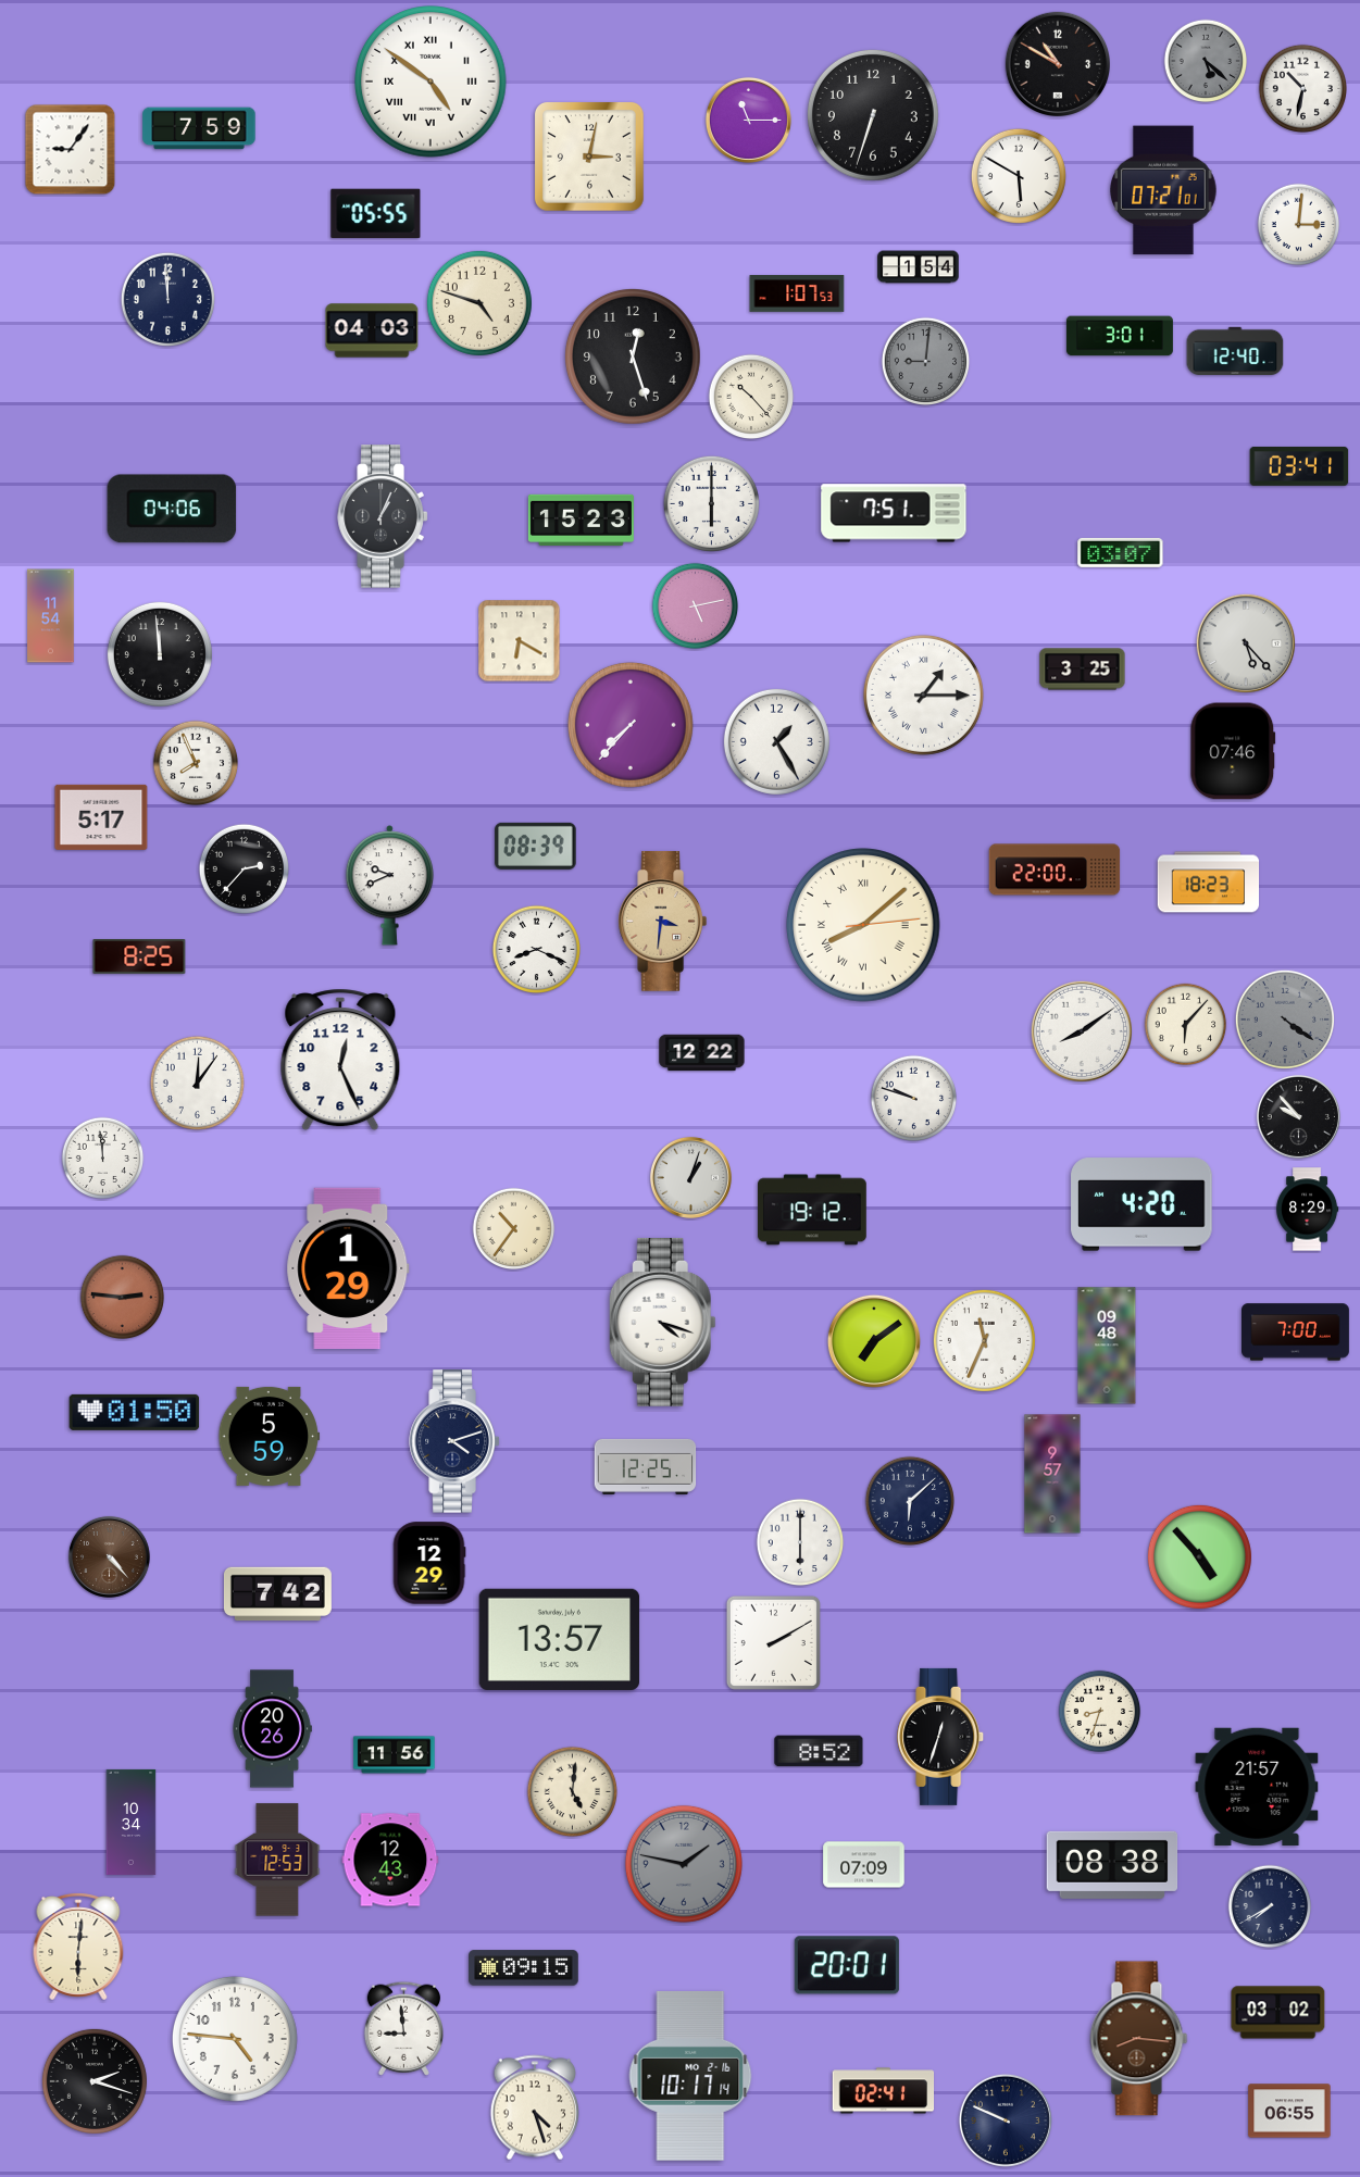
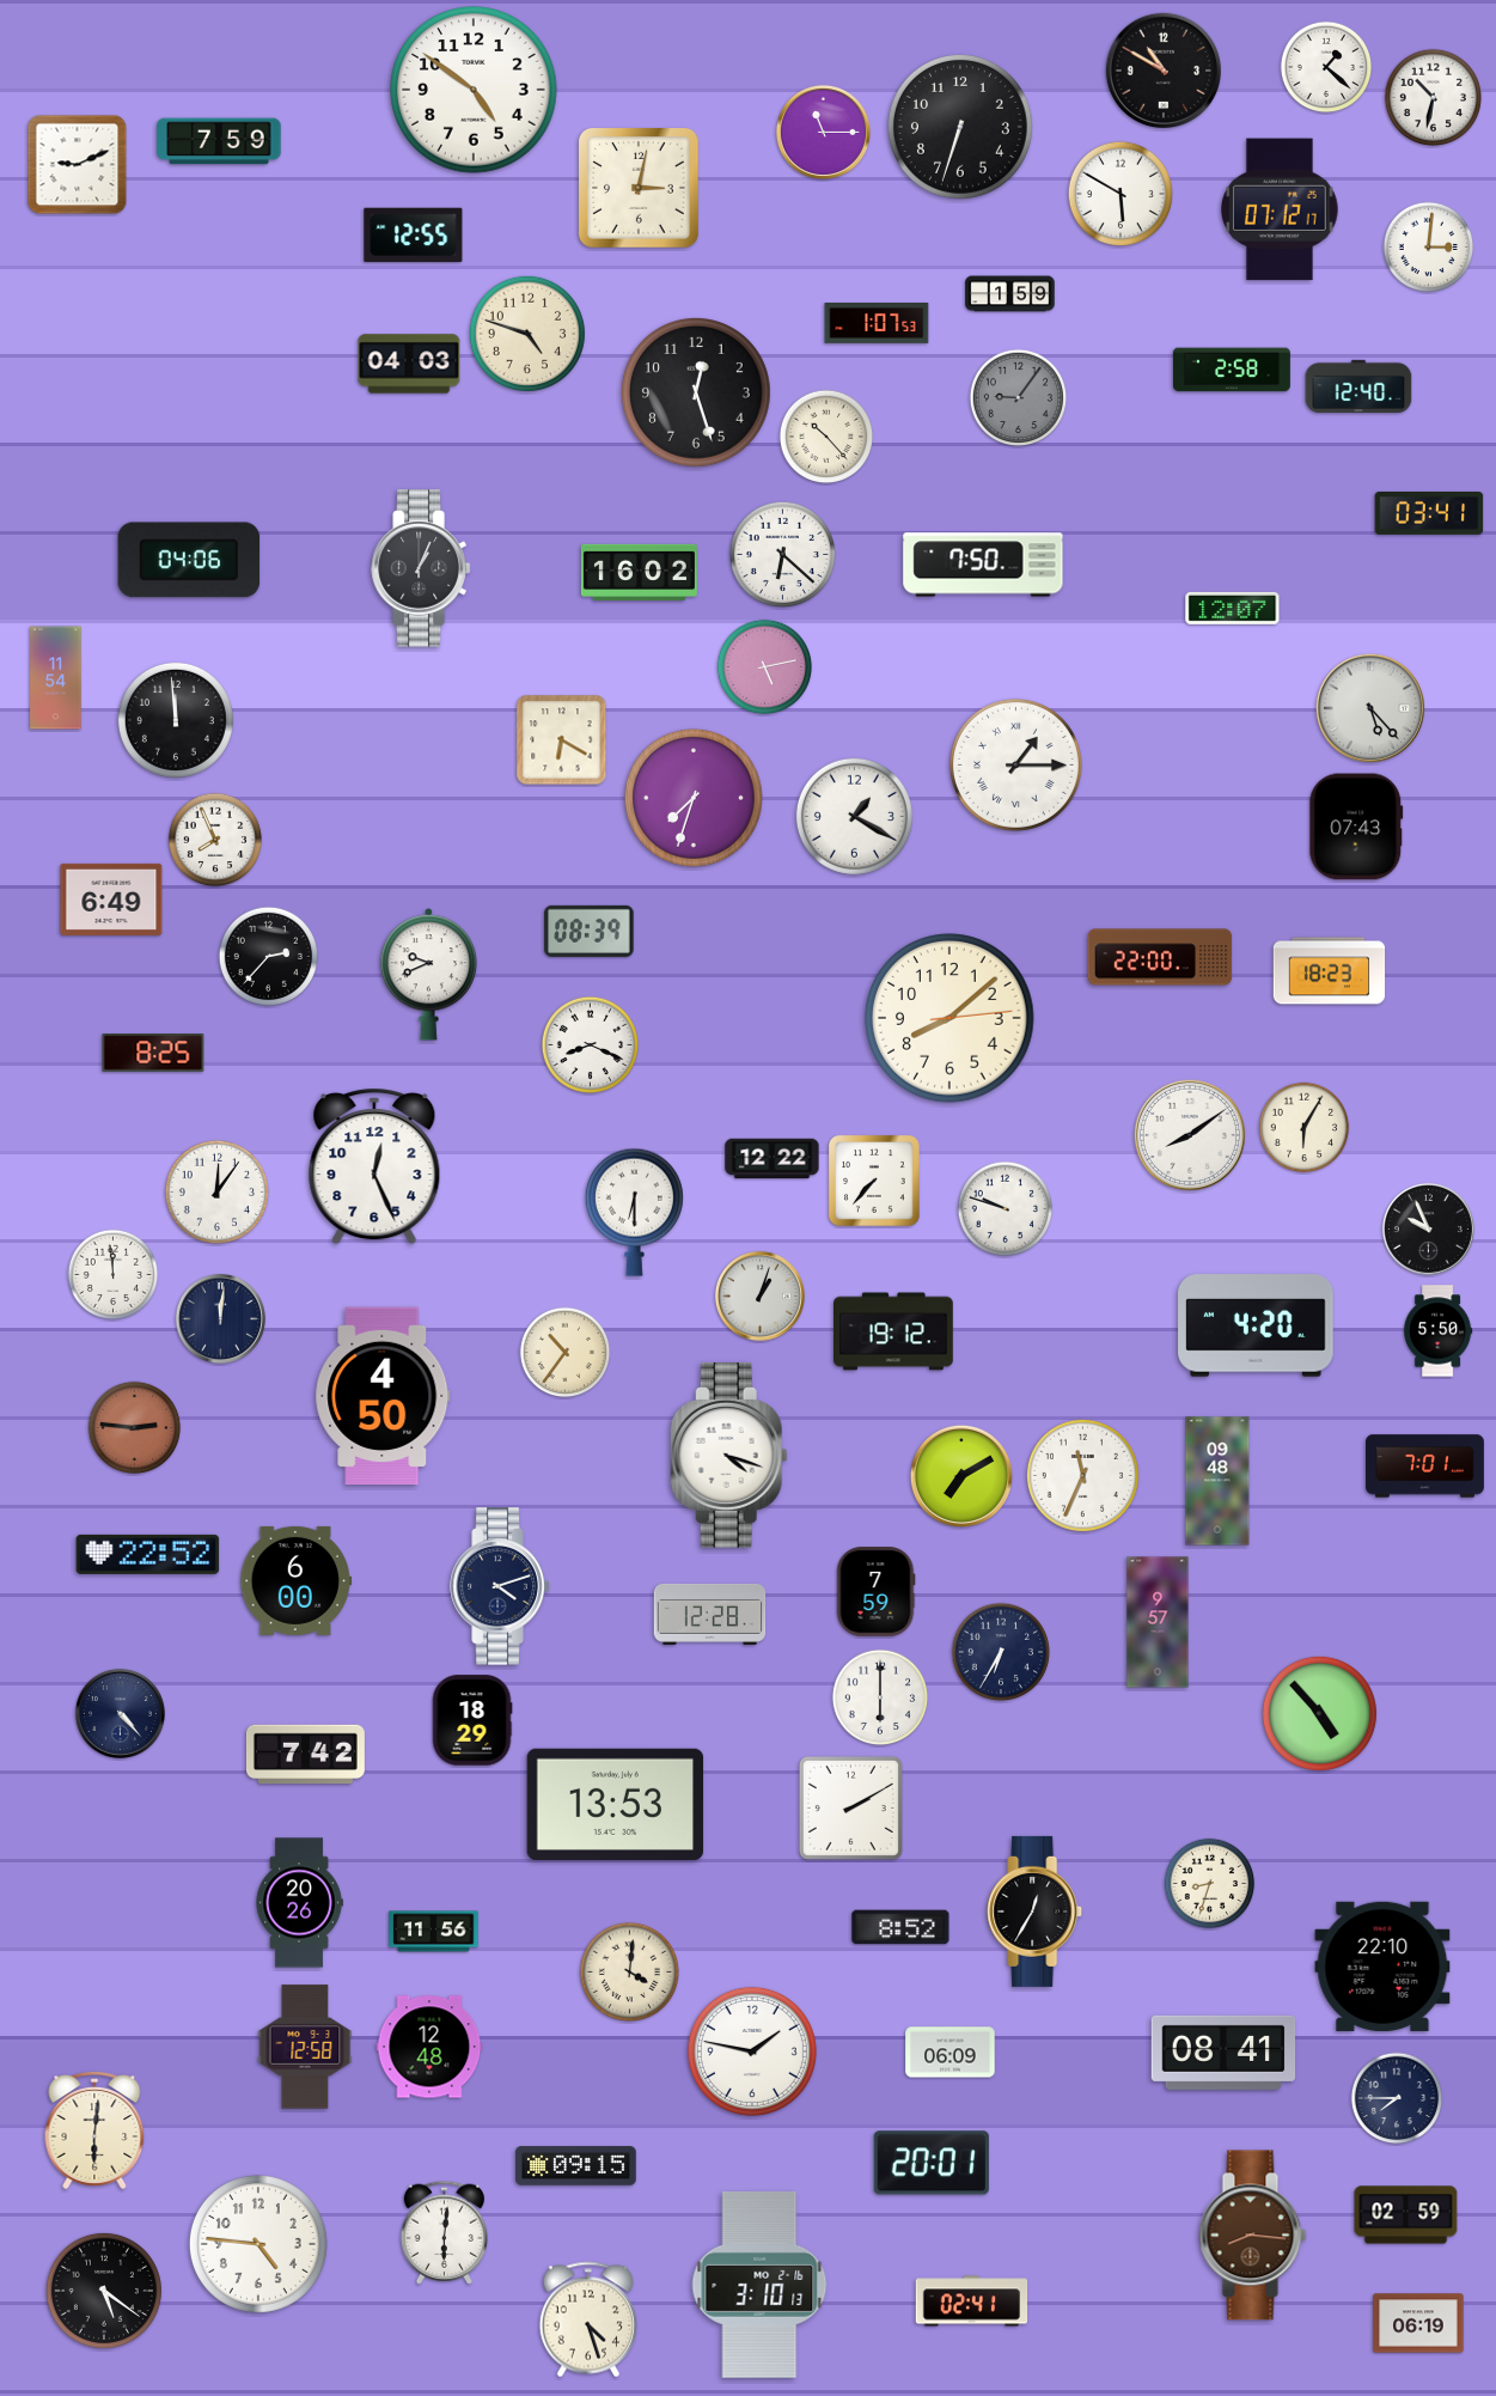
clock at (1206, 61): 5:22 -> 1:22
clock at (1206, 61) dial: grey -> white
clock at (431, 82) numerals: Roman -> Arabic
clock at (71, 150): 9:06 -> 9:11
clock at (590, 158) position: (590, 158) -> (640, 189)
clock at (1164, 190): 07:21 -> 07:12
clock at (376, 213): 05:55 -> 12:55
clock at (919, 267): 1:54 -> 1:59
clock at (167, 299): 11:59 -> none
clock at (1120, 336): 3:01 -> 2:58
clock at (926, 362): 9:01 -> 9:06
clock at (711, 503): 6:00 -> 6:22
clock at (894, 513): 7:51 -> 7:50
clock at (581, 520): 15:23 -> 16:02
clock at (1121, 552): 03:07 -> 12:07
clock at (520, 641) position: (520, 641) -> (562, 740)
clock at (1083, 670): 3:25 -> none
clock at (631, 725): 7:37 -> 7:33
clock at (776, 741): 1:25 -> 1:20
clock at (1233, 751): 07:46 -> 07:43
clock at (101, 817): 5:17 -> 6:49
clock at (663, 922): 3:31 -> none
clock at (863, 925) numerals: Roman -> Arabic
clock at (1285, 1019): 4:21 -> none
clock at (1186, 1025): 6:07 -> 6:05
clock at (874, 1181): none -> 7:37
clock at (634, 1212): none -> 6:30
clock at (1298, 1116): 9:53 -> 9:56
clock at (220, 1318): none -> 12:01
clock at (1308, 1210): 8:29 -> 5:50
clock at (348, 1268): 1:29 -> 4:50
clock at (1296, 1333): 7:00 -> 7:01
clock at (874, 1341): 7:09 -> 7:10
clock at (135, 1412): 01:50 -> 22:52
clock at (270, 1436): 5:59 -> 6:00
clock at (875, 1592): none -> 7:59
clock at (646, 1466): 12:25 -> 12:28
clock at (909, 1500): 6:08 -> 6:35
clock at (109, 1556) dial: brown -> navy
clock at (429, 1563): 12:29 -> 18:29
clock at (560, 1639): 13:57 -> 13:53
clock at (941, 1737): 12:33 -> 12:35
clock at (1257, 1787): 21:57 -> 22:10
clock at (572, 1791): 5:01 -> 4:01
clock at (132, 1822): 10:34 -> none
clock at (277, 1860): 12:53 -> 12:58
clock at (390, 1860): 12:43 -> 12:48
clock at (684, 1864) dial: grey -> white
clock at (864, 1865): 07:09 -> 06:09
clock at (1112, 1865): 08:38 -> 08:41
clock at (1270, 1906): 7:40 -> 7:45
clock at (78, 1947) position: (78, 1947) -> (94, 2130)
clock at (1278, 2013): 03:02 -> 02:59
clock at (403, 2028): 8:59 -> 6:01
clock at (1139, 2039) position: (1139, 2039) -> (1253, 2236)
clock at (690, 2076): 10:17 -> 3:10
clock at (95, 2081): 2:18 -> 5:21
clock at (1289, 2111): 06:55 -> 06:19
clock at (1006, 2120): 9:49 -> none
